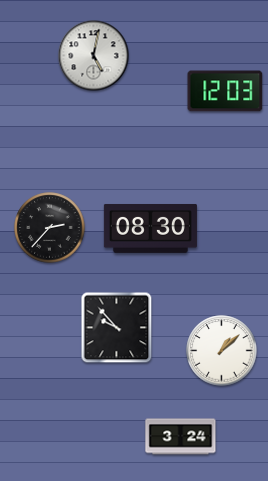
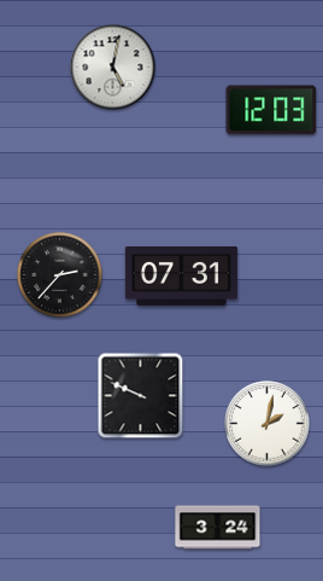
clock at (150, 228): 08:30 -> 07:31
clock at (117, 328): 9:53 -> 9:49
clock at (222, 351): 1:08 -> 2:02
